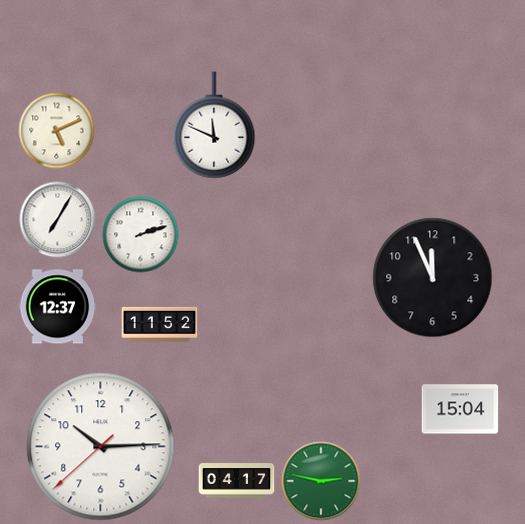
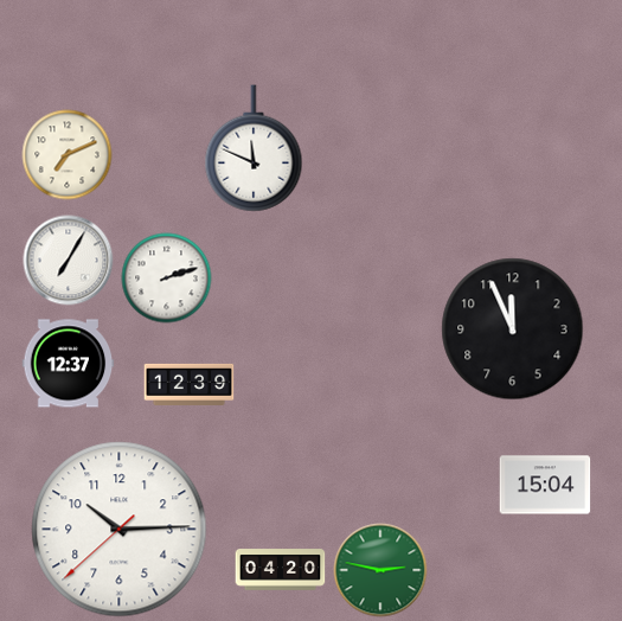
clock at (57, 131): 5:11 -> 7:11
clock at (160, 324): 11:52 -> 12:39
clock at (237, 481): 04:17 -> 04:20
